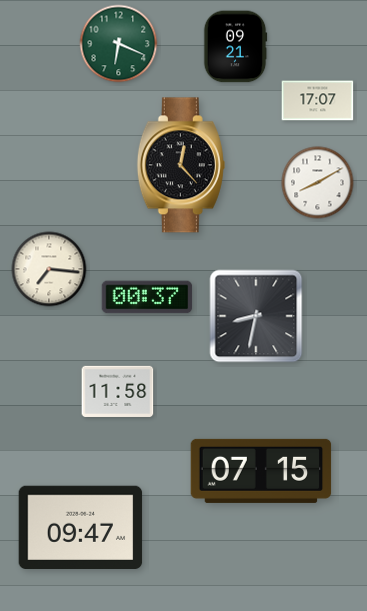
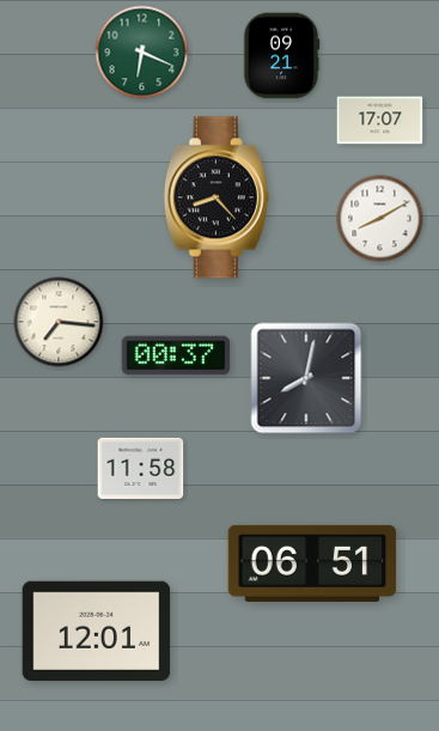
clock at (181, 165): 12:23 -> 8:23
clock at (256, 316): 8:32 -> 8:02
clock at (261, 471): 07:15 -> 06:51
clock at (81, 527): 09:47 -> 12:01
